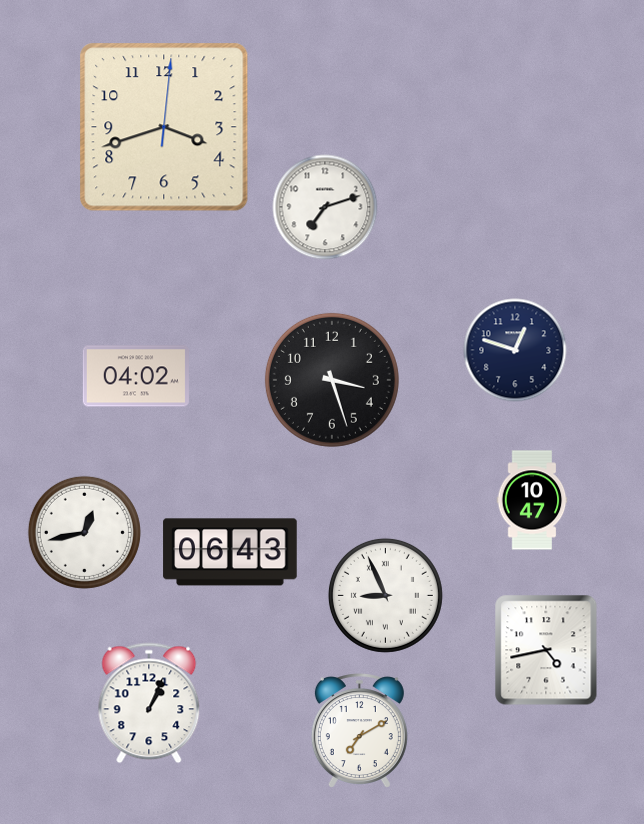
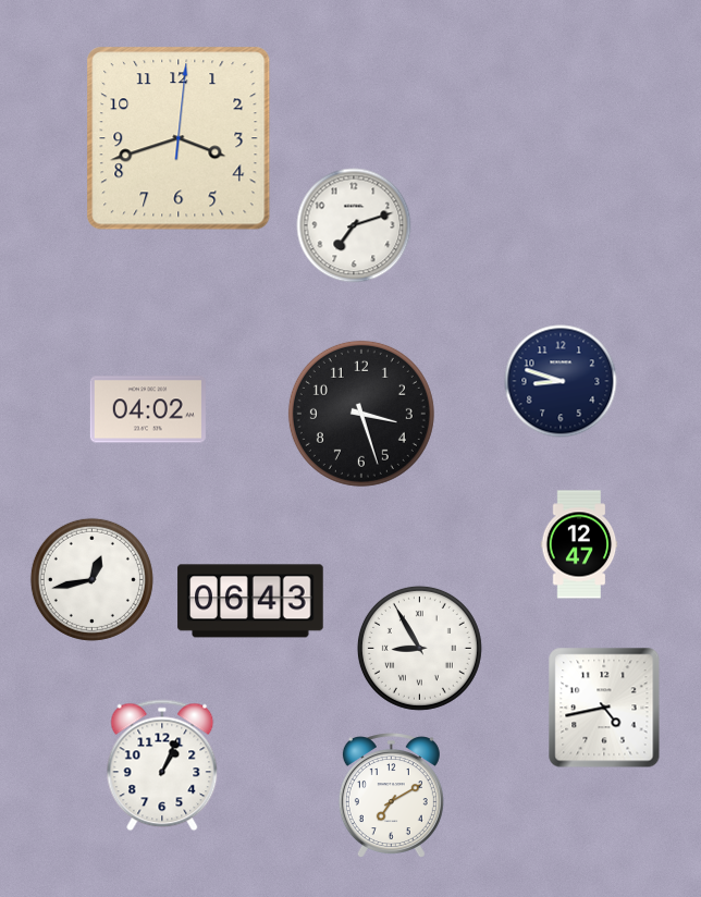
clock at (515, 350): 12:48 -> 8:48
clock at (532, 500): 10:47 -> 12:47
clock at (385, 595): 8:56 -> 8:55
clock at (546, 650) position: (546, 650) -> (604, 708)
